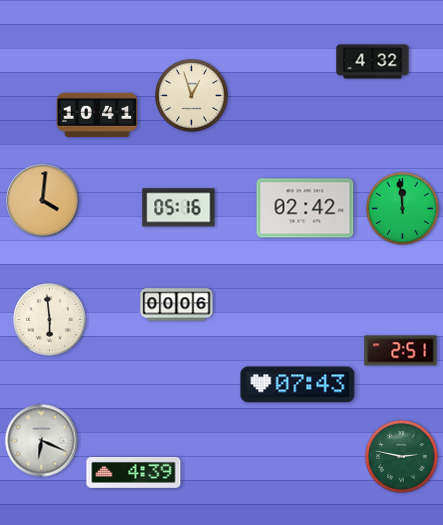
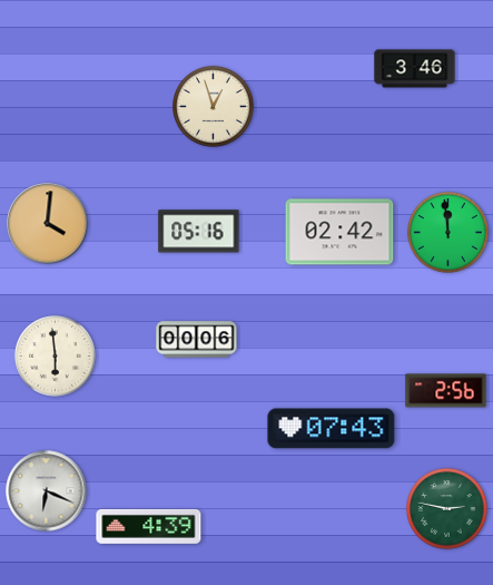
clock at (373, 62): 4:32 -> 3:46
clock at (97, 115): 10:41 -> none
clock at (401, 351): 2:51 -> 2:56
